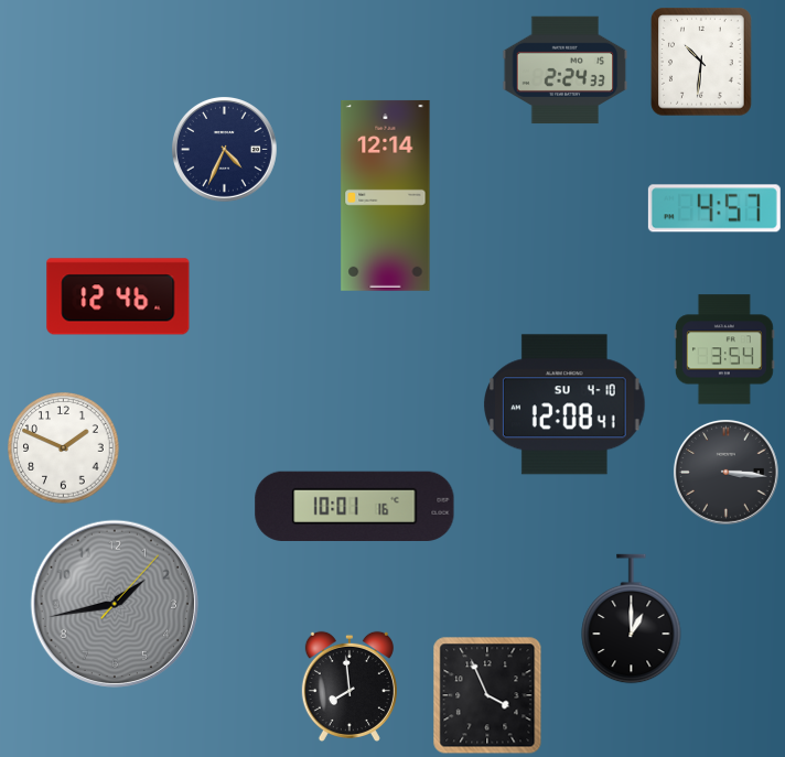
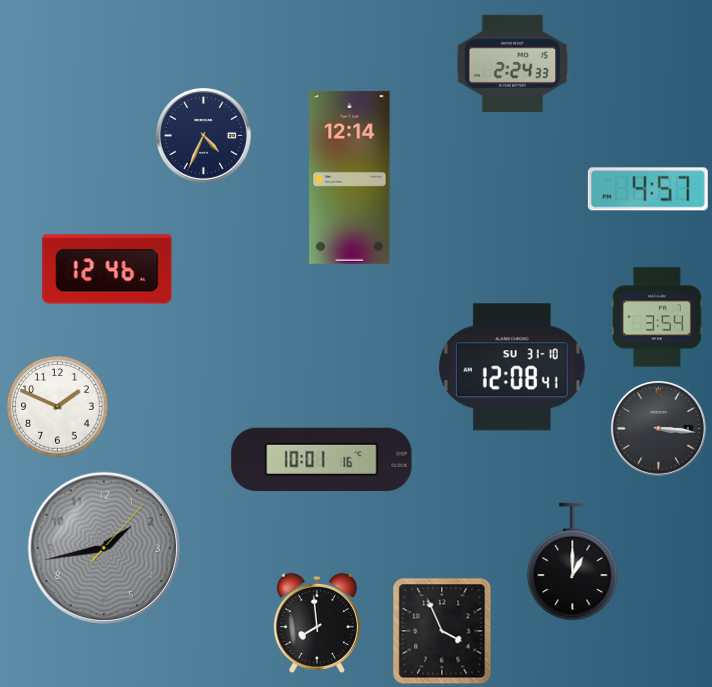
clock at (701, 62): 10:31 -> none
clock at (566, 404) date: SU 4-10 -> SU 31-10
